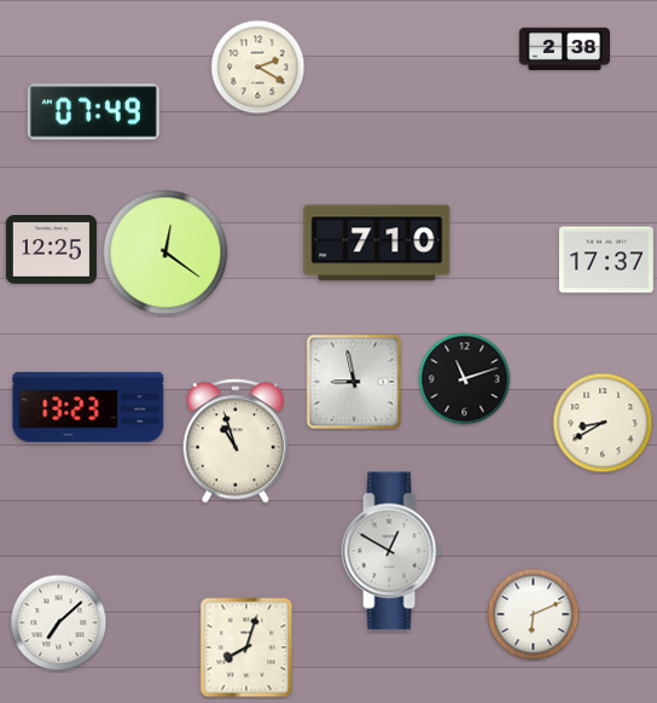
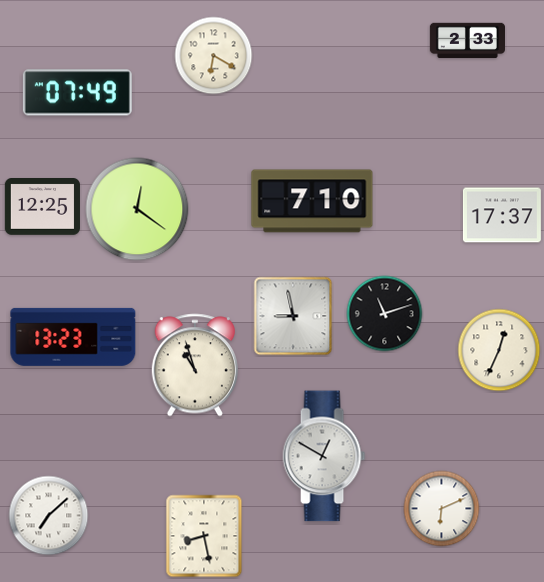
clock at (564, 50): 2:38 -> 2:33
clock at (258, 68): 2:20 -> 6:20
clock at (603, 423): 8:40 -> 12:34
clock at (246, 647): 8:03 -> 8:28
